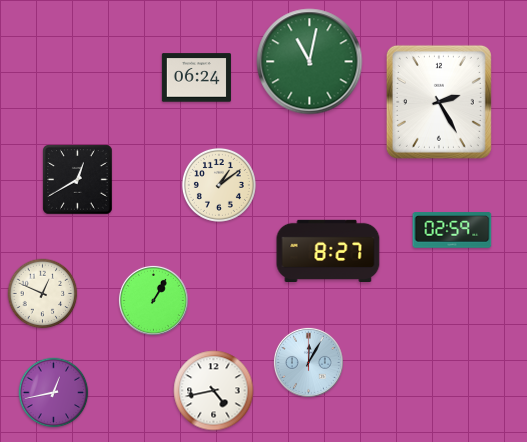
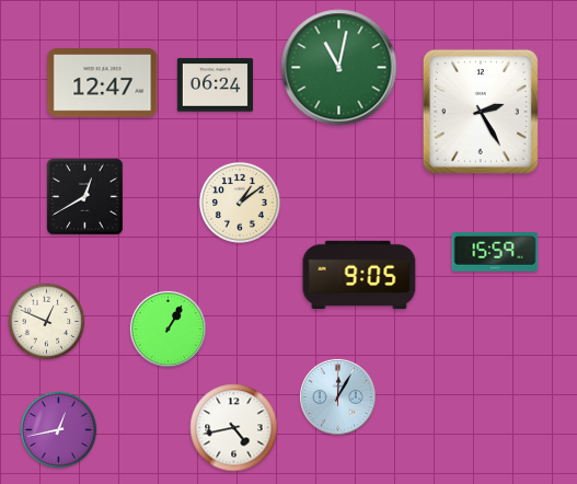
clock at (103, 83): none -> 12:47
clock at (452, 230): 02:59 -> 15:59
clock at (328, 250): 8:27 -> 9:05
